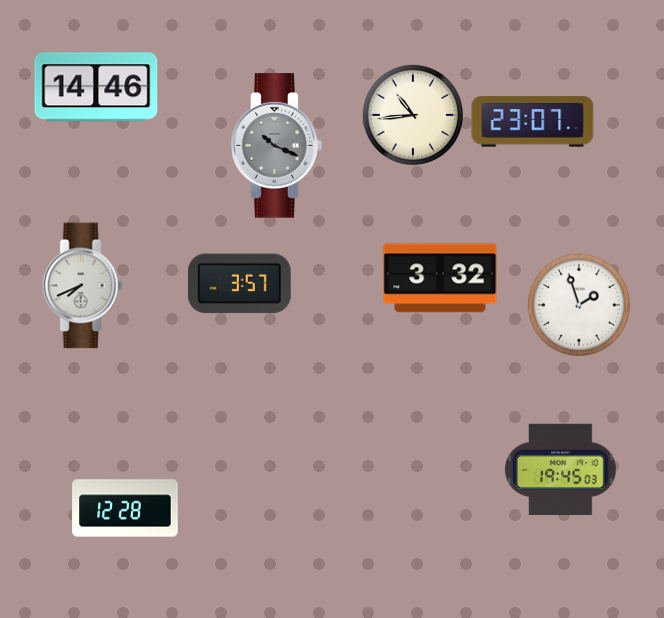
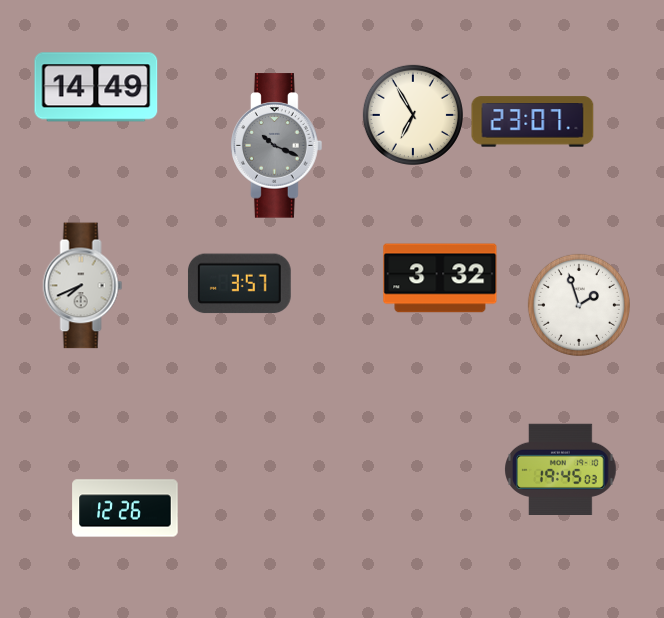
clock at (96, 87): 14:46 -> 14:49
clock at (413, 115): 10:44 -> 6:55
clock at (125, 508): 12:28 -> 12:26
